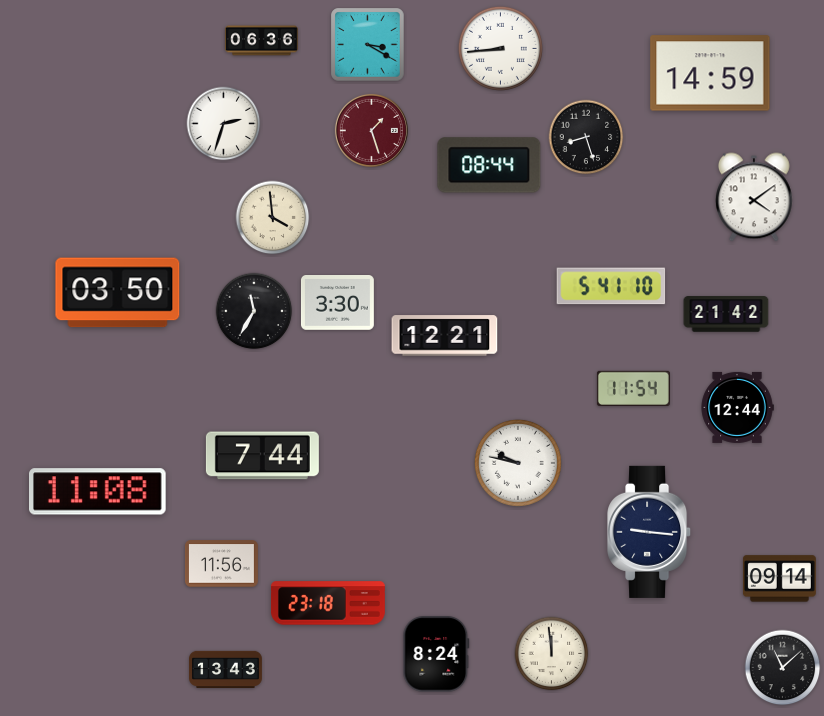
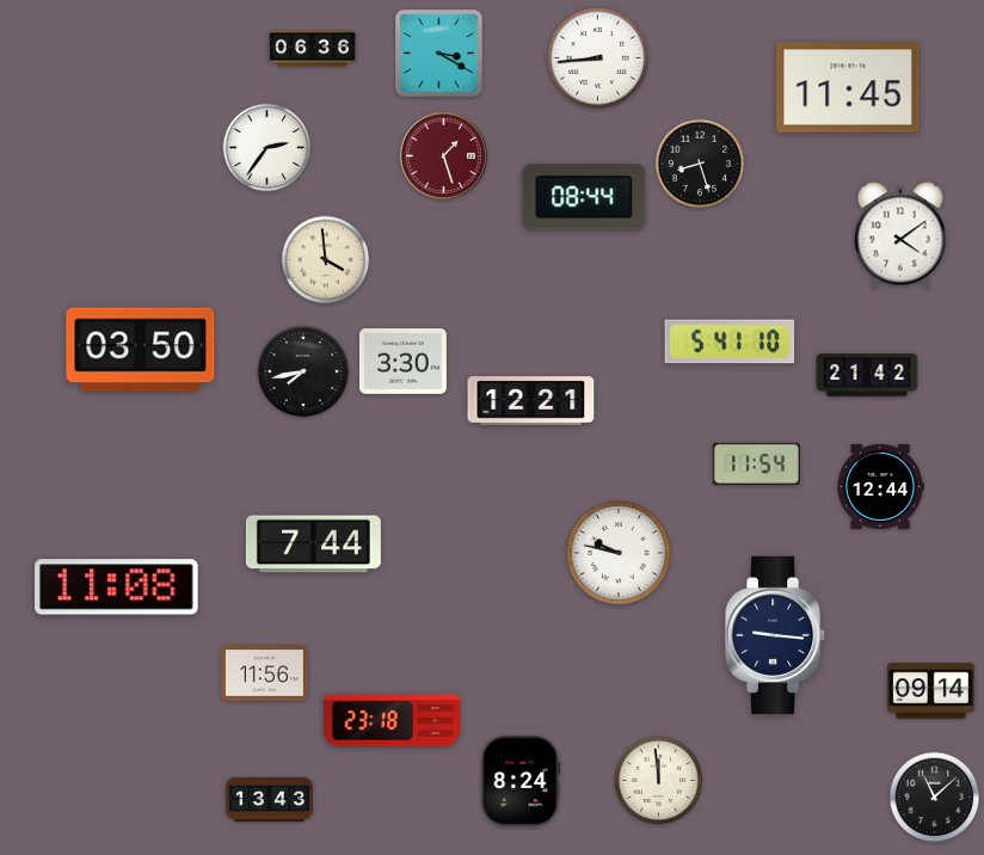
clock at (710, 73): 14:59 -> 11:45
clock at (224, 124): 2:33 -> 2:36
clock at (254, 311): 11:35 -> 7:43
